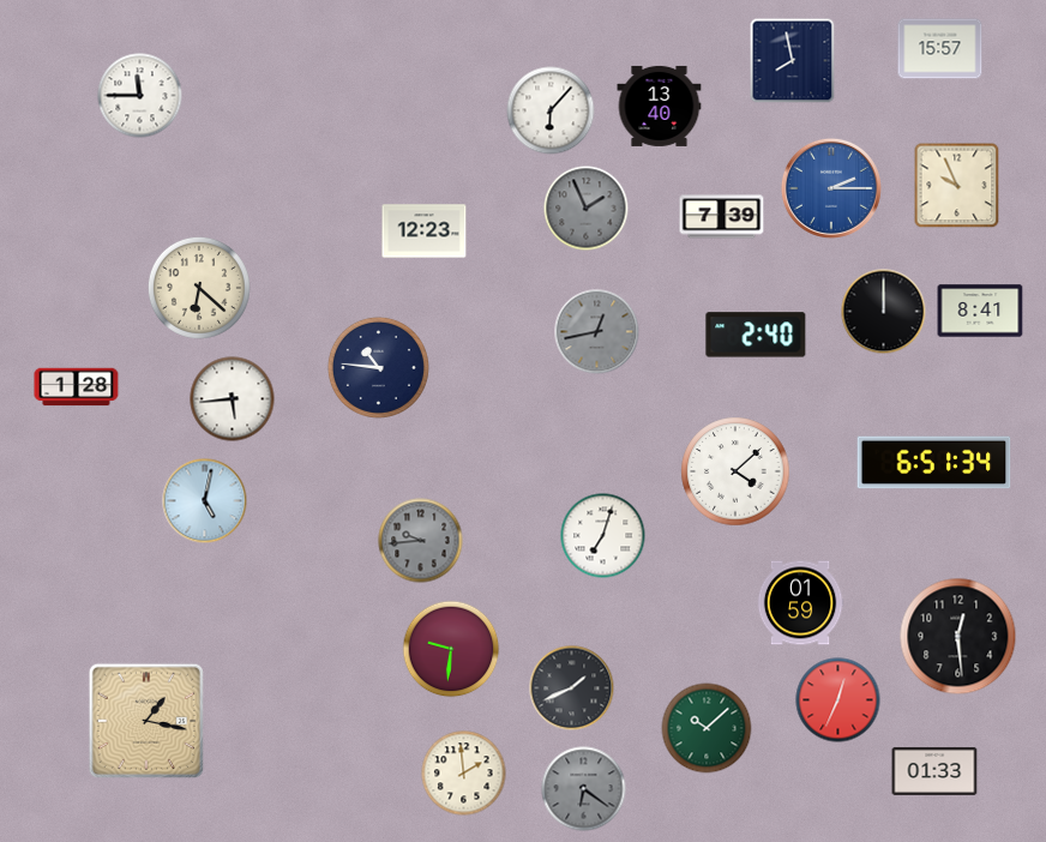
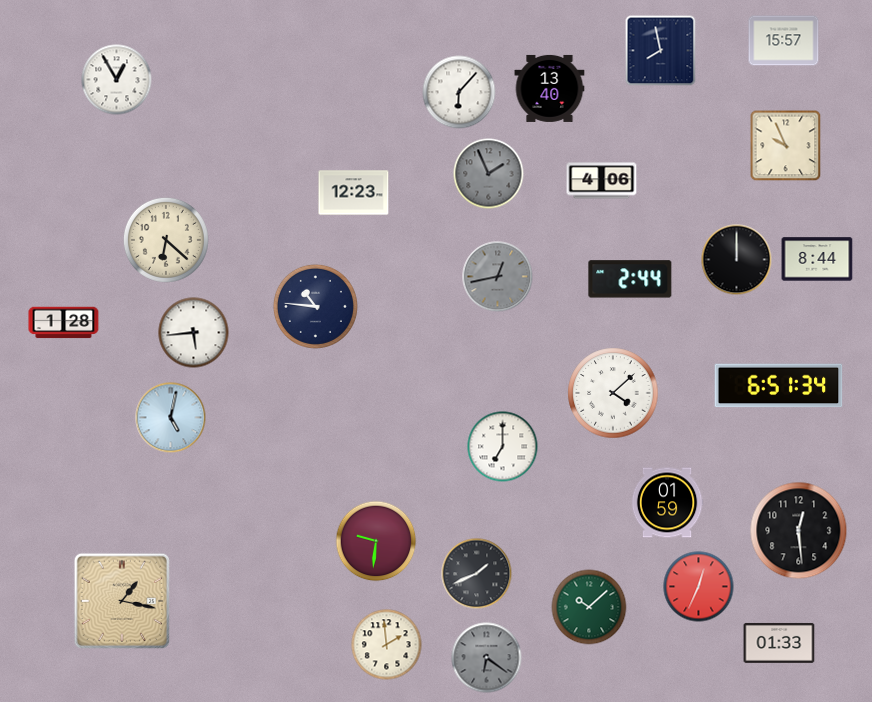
clock at (140, 96): 11:45 -> 12:55
clock at (957, 186) position: (957, 186) -> (786, 146)
clock at (831, 188): 2:15 -> none
clock at (722, 217): 7:39 -> 4:06
clock at (980, 311): 8:41 -> 8:44
clock at (756, 335): 2:40 -> 2:44
clock at (603, 536): 7:03 -> 7:00
clock at (421, 541): 9:44 -> none
clock at (838, 700) position: (838, 700) -> (699, 587)
